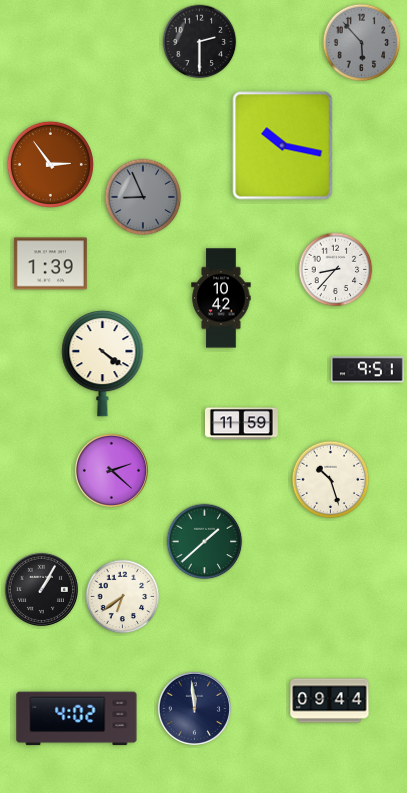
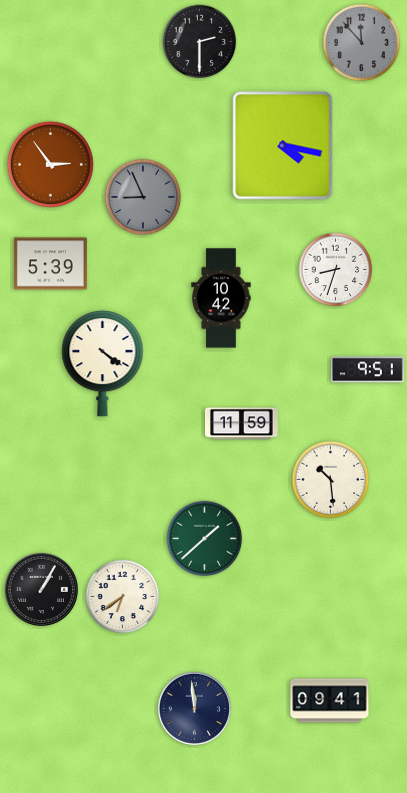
clock at (362, 43): 5:53 -> 11:53
clock at (283, 146): 10:17 -> 4:17
clock at (50, 264): 1:39 -> 5:39
clock at (336, 270): 8:37 -> 8:33
clock at (111, 470): 2:22 -> none
clock at (331, 480): 10:27 -> 10:29
clock at (205, 542) position: (205, 542) -> (205, 539)
clock at (330, 701): 09:44 -> 09:41
clock at (77, 719): 4:02 -> none
